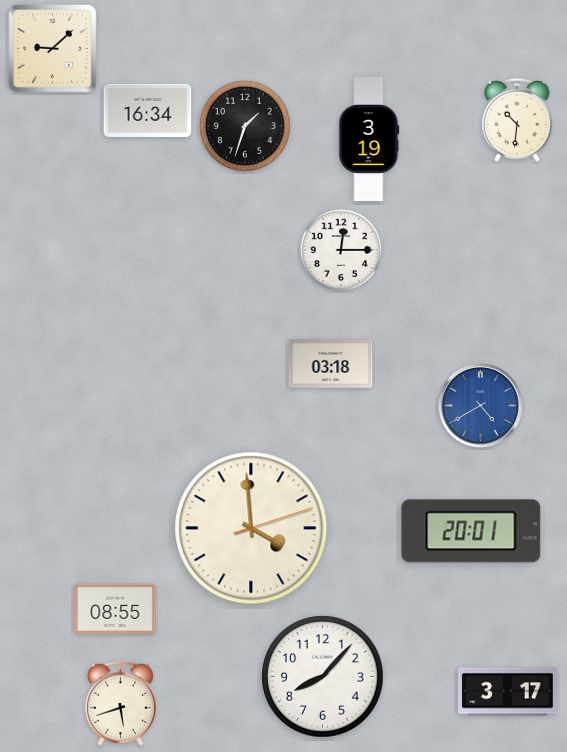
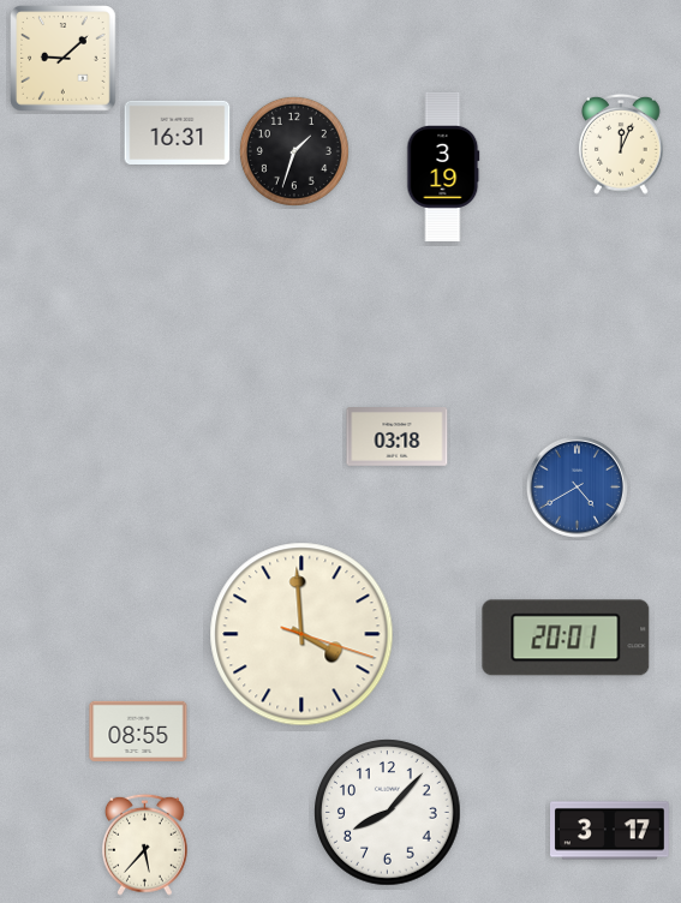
clock at (148, 110): 16:34 -> 16:31
clock at (517, 120): 10:31 -> 12:04
clock at (341, 250): 12:15 -> none
clock at (251, 528): 3:59:12 -> 3:59:18
clock at (120, 703): 5:42 -> 5:37
